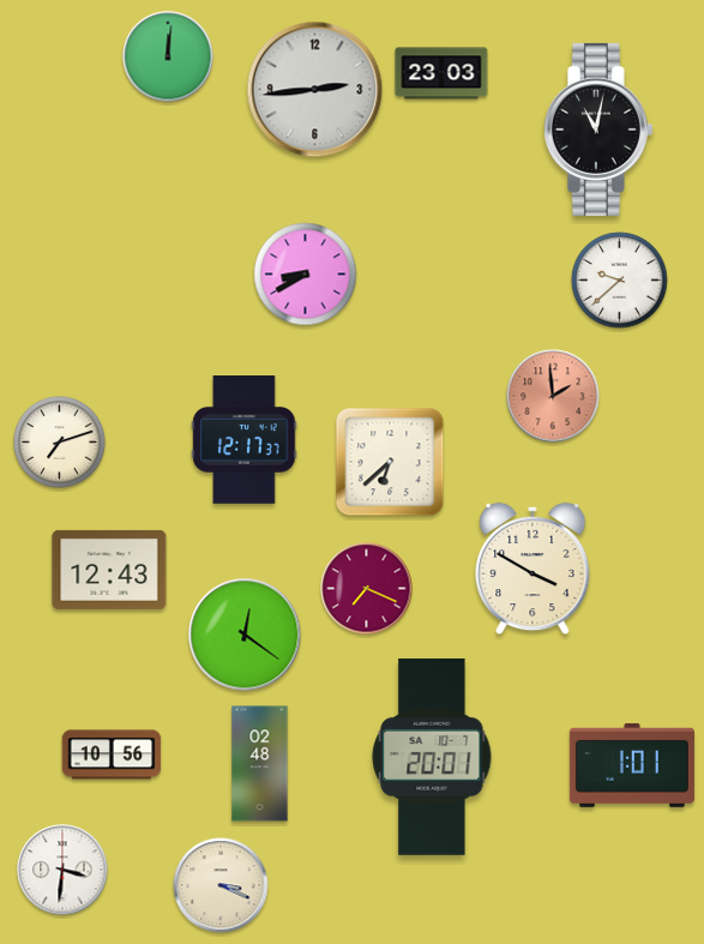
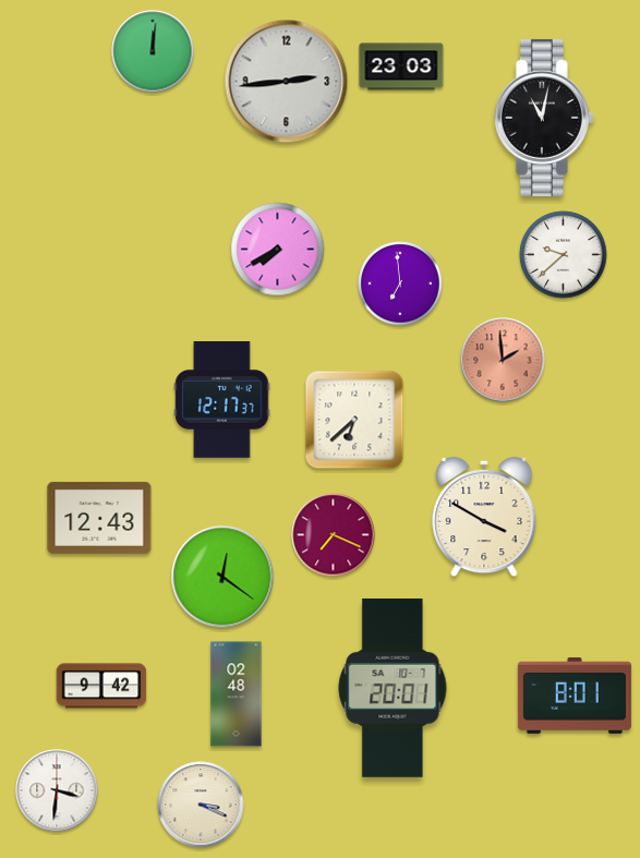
clock at (306, 275): 8:40 -> 7:40
clock at (400, 283): none -> 6:59
clock at (60, 443): 7:12 -> none
clock at (112, 754): 10:56 -> 9:42
clock at (632, 765): 1:01 -> 8:01
